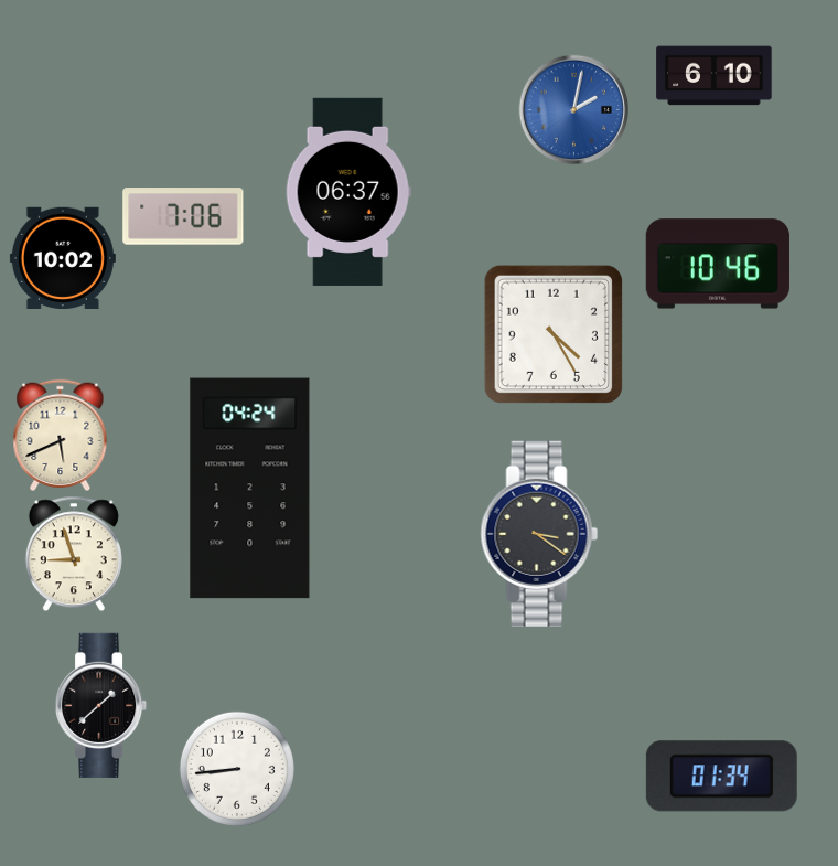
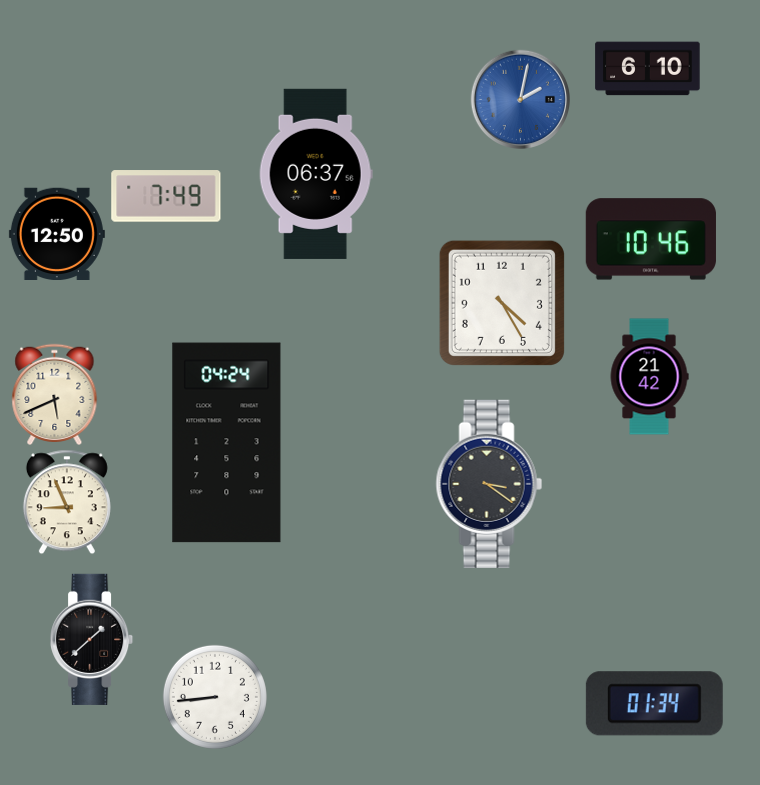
clock at (183, 216): 7:06 -> 7:49
clock at (63, 257): 10:02 -> 12:50
clock at (649, 377): none -> 21:42
clock at (74, 554): 8:57 -> 8:56
